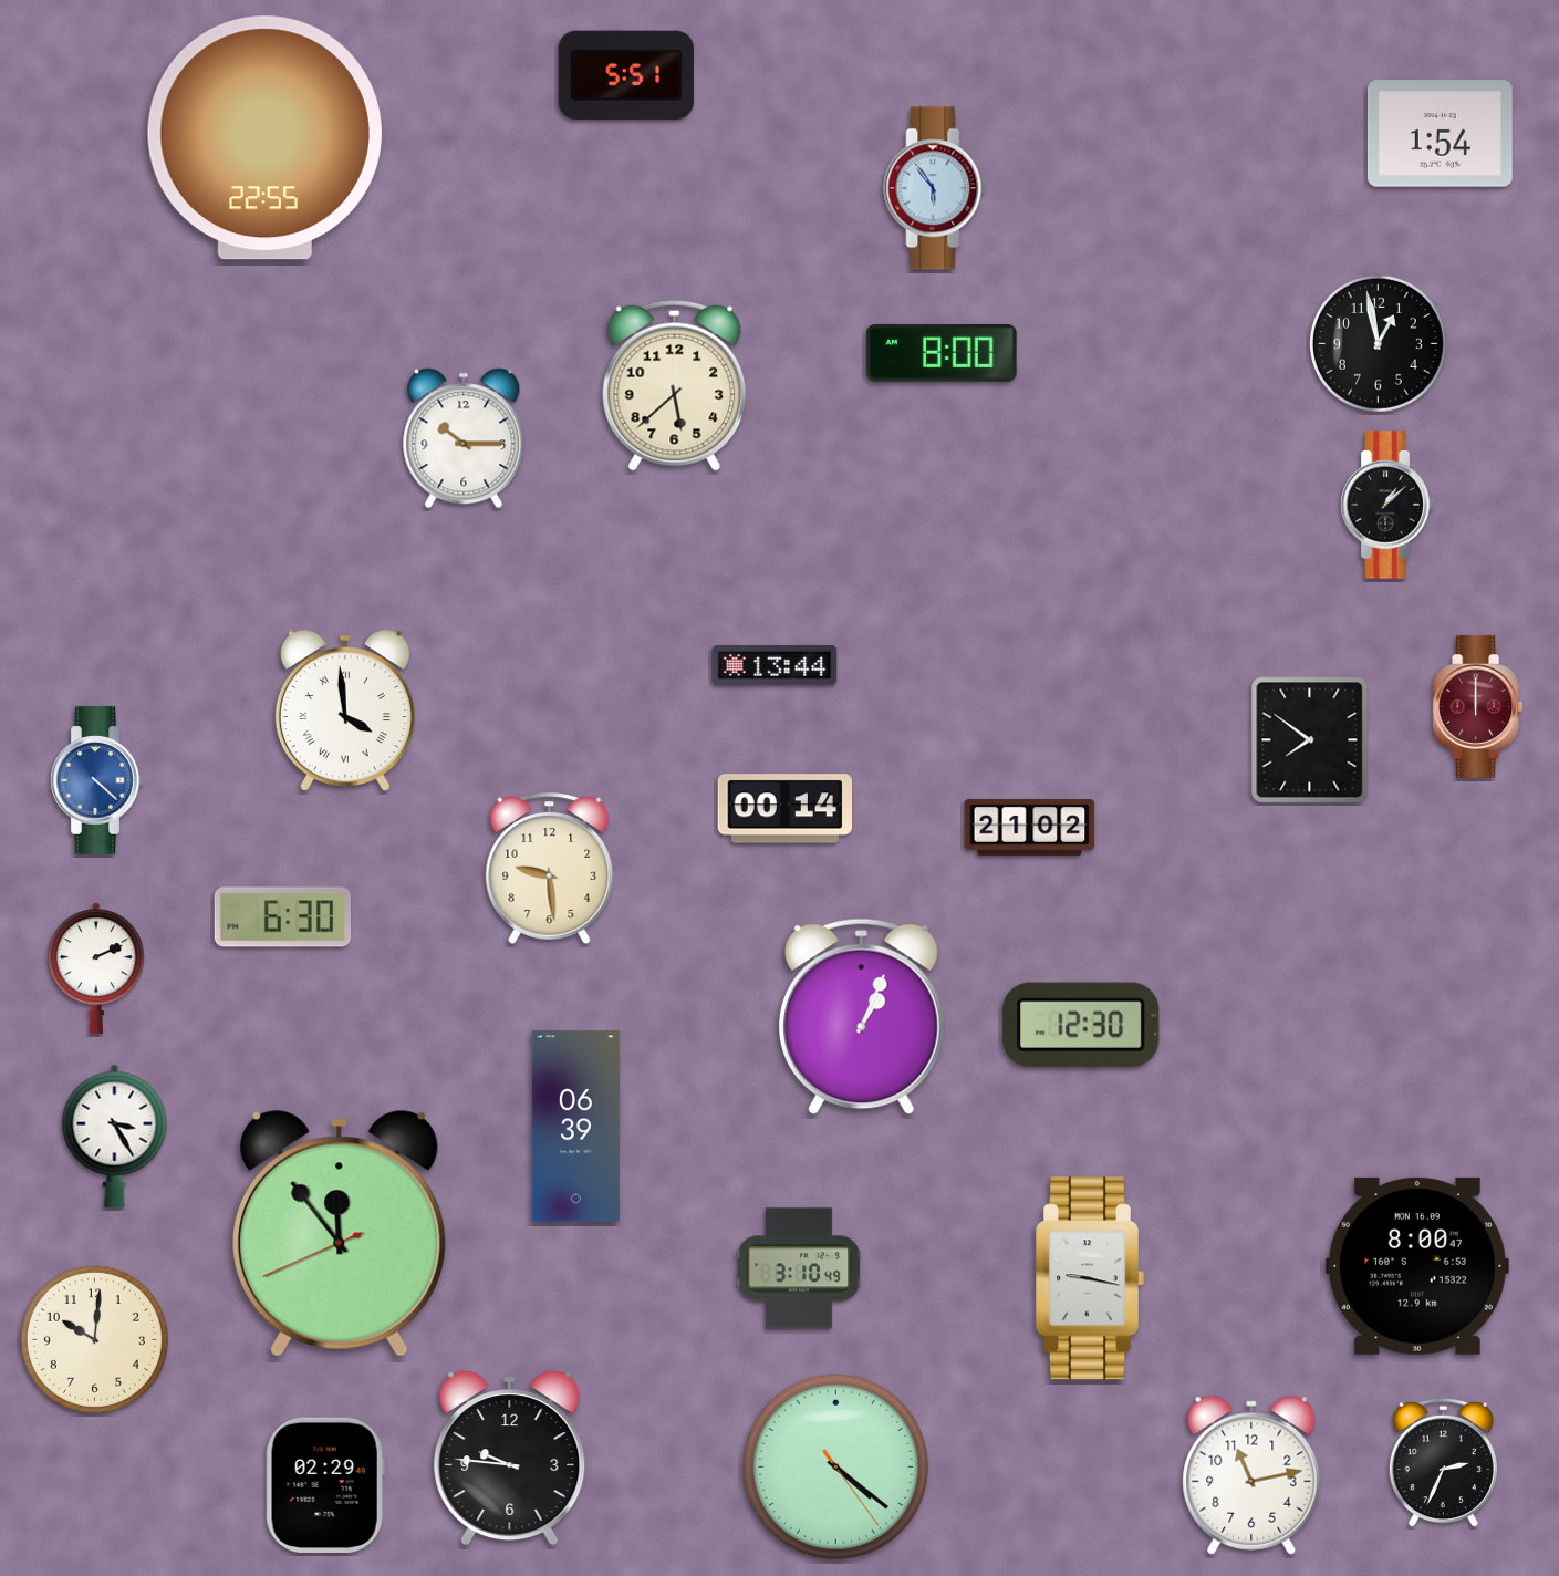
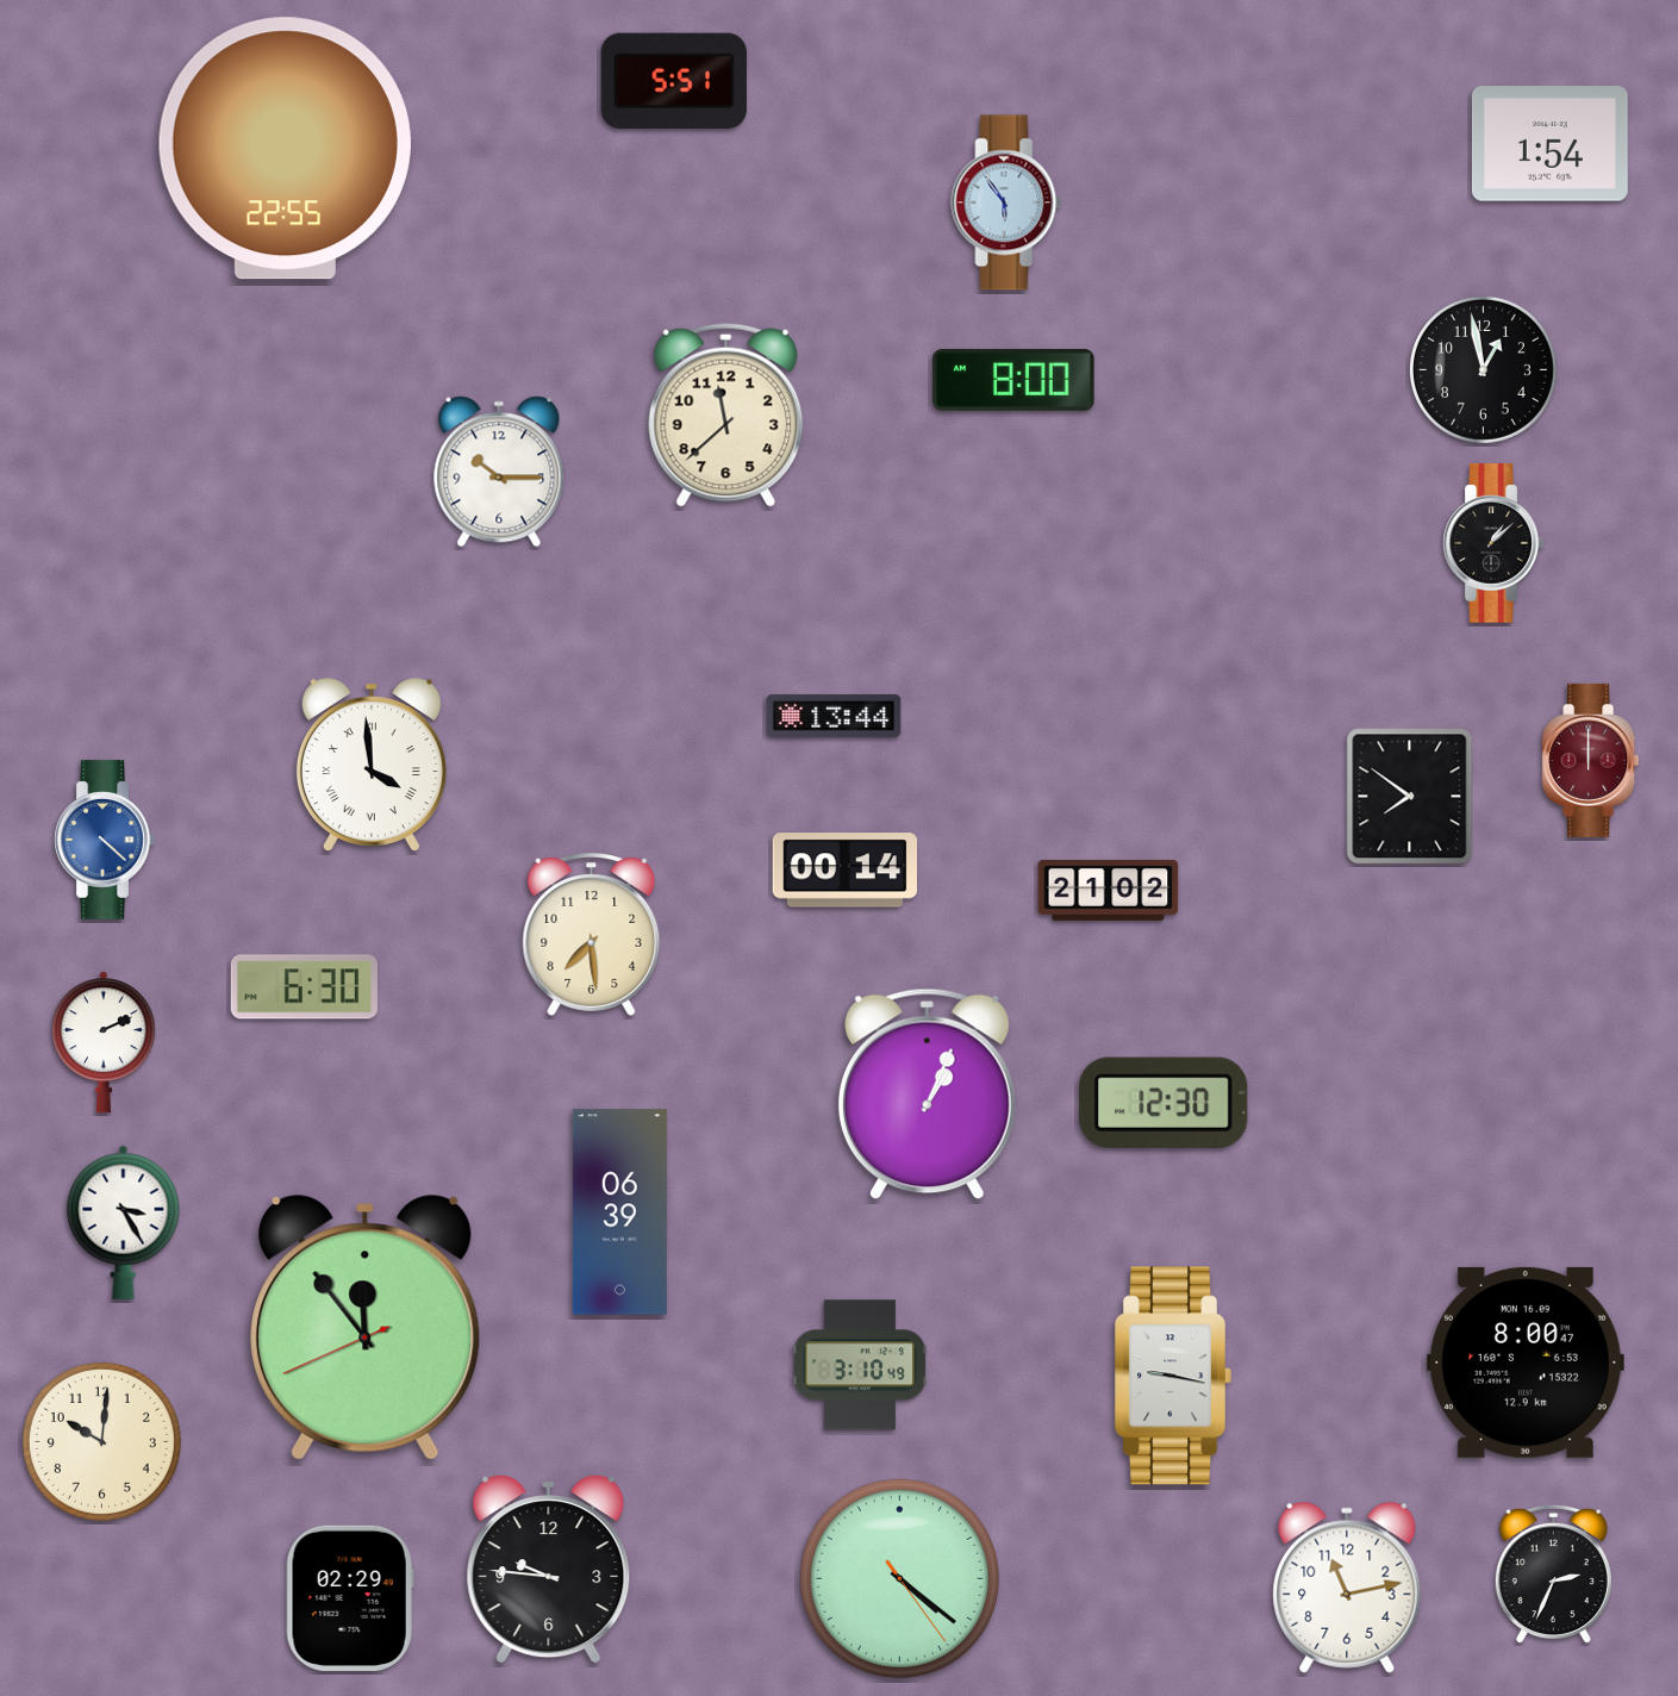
clock at (675, 385): 5:38 -> 11:38
clock at (550, 869): 9:29 -> 7:29
